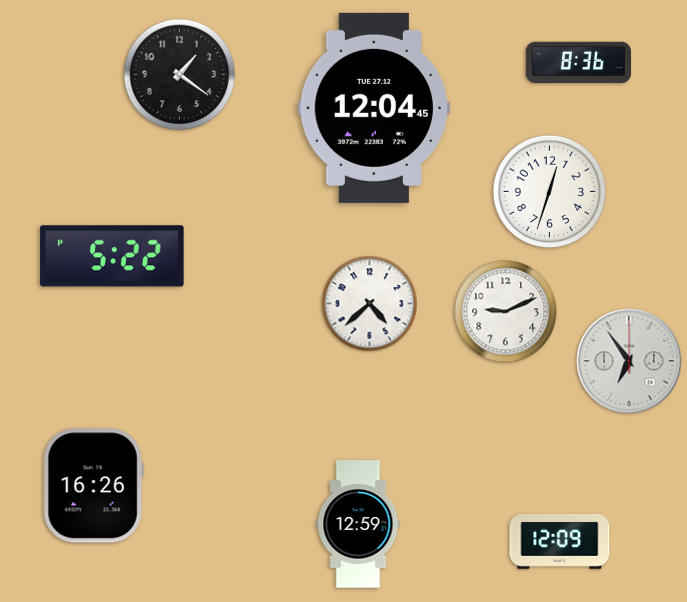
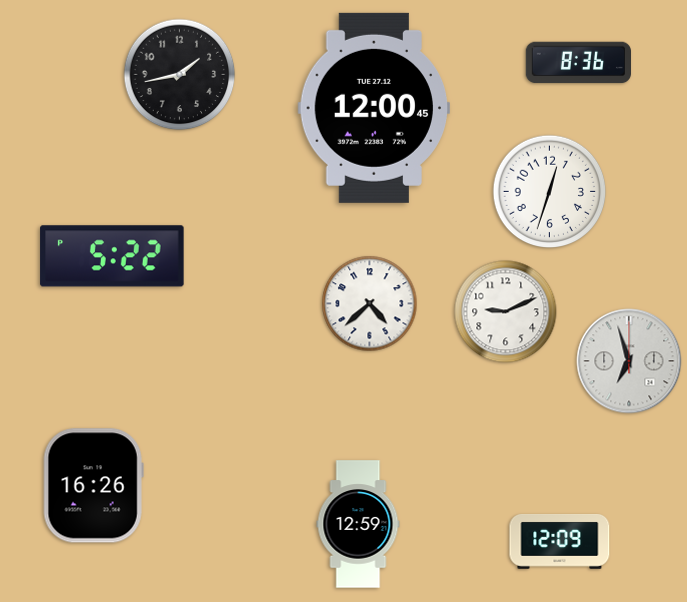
clock at (180, 75): 1:21 -> 1:43
clock at (373, 108): 12:04 -> 12:00
clock at (629, 361): 6:54 -> 6:57
